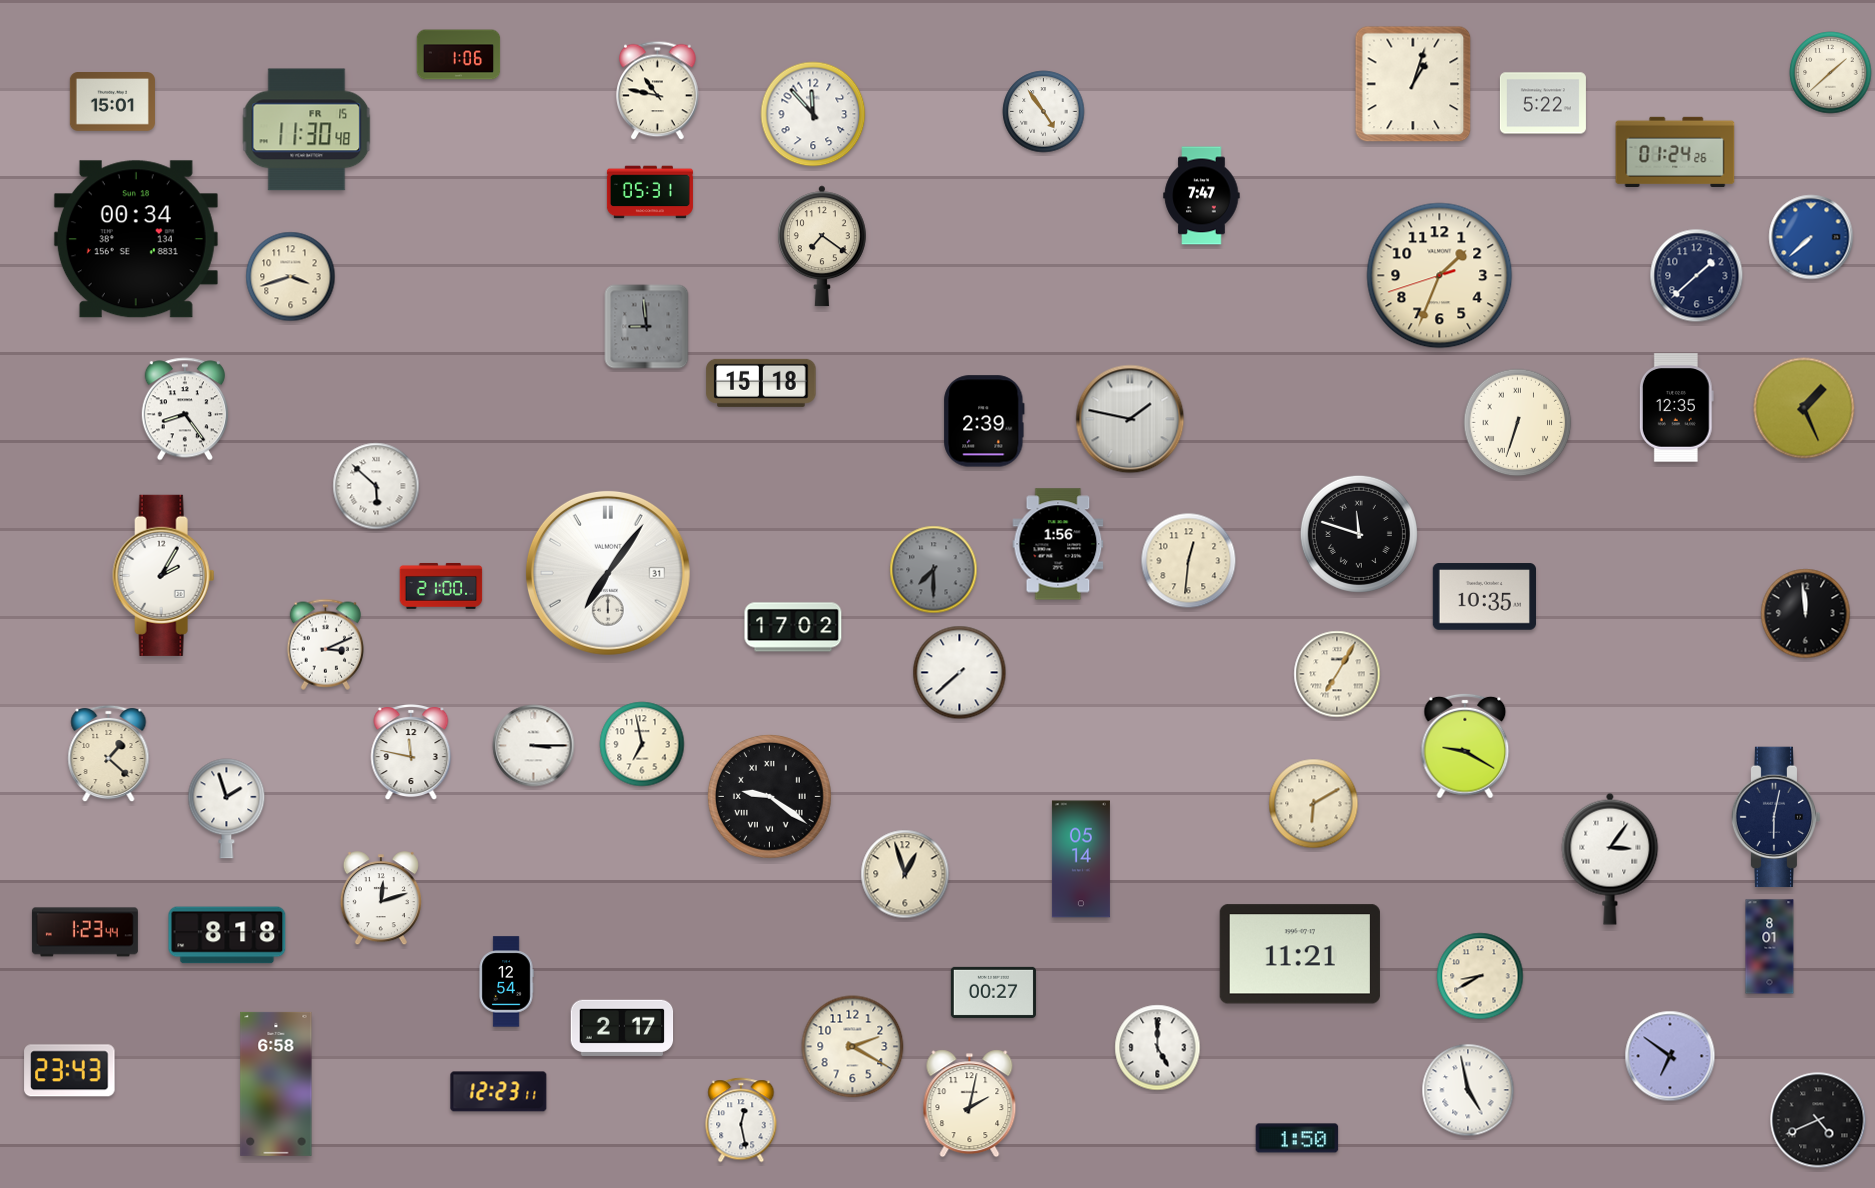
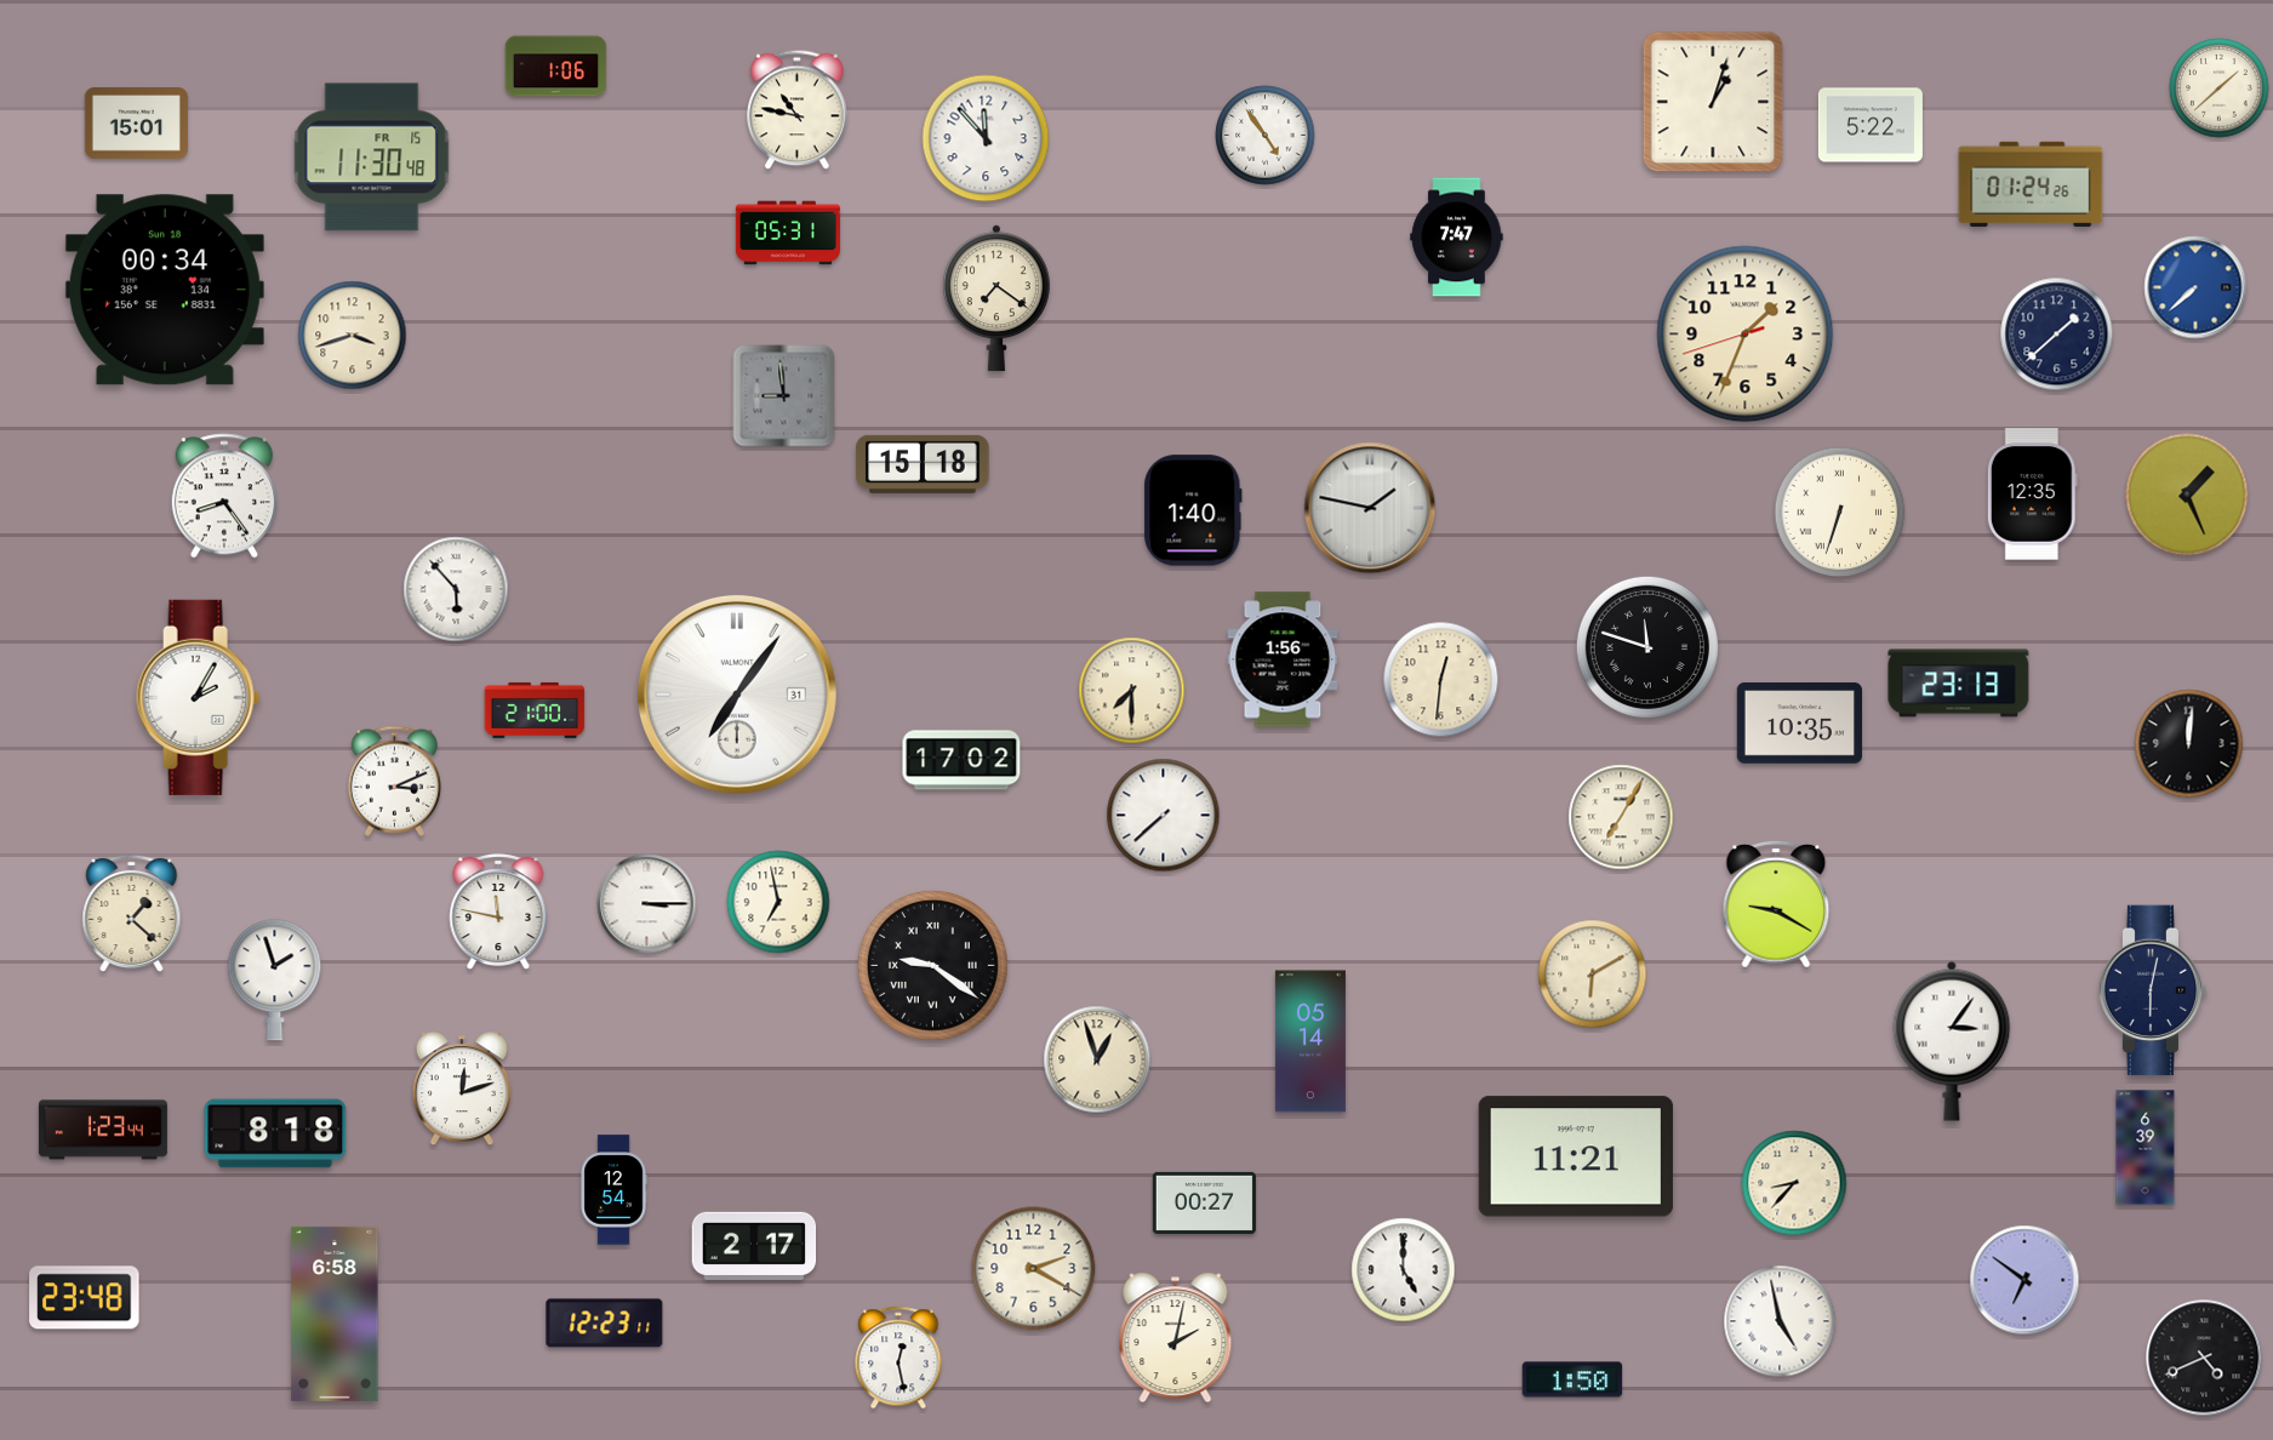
clock at (984, 421): 2:39 -> 1:40
clock at (376, 486): 5:52 -> 5:53
clock at (1959, 684): none -> 23:13
clock at (934, 570) dial: grey -> cream
clock at (1806, 614): 11:59 -> 12:01
clock at (1770, 947): 8:01 -> 6:39
clock at (1480, 976): 8:40 -> 8:37
clock at (70, 1071): 23:43 -> 23:48
